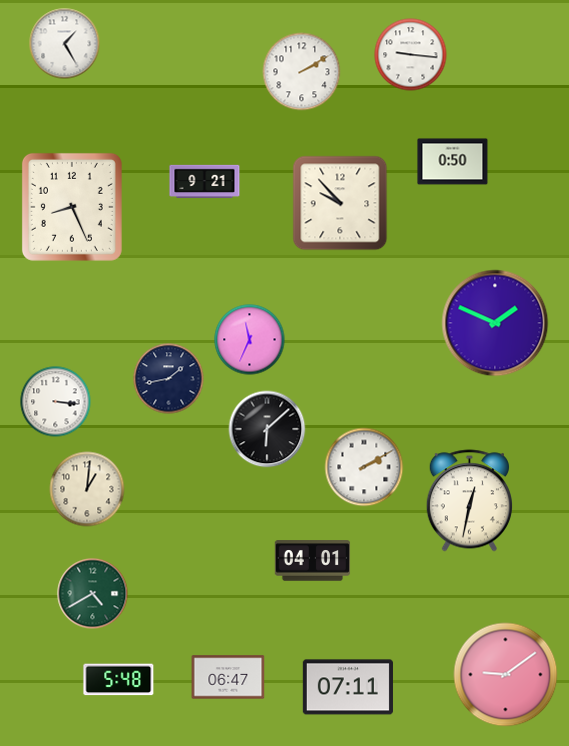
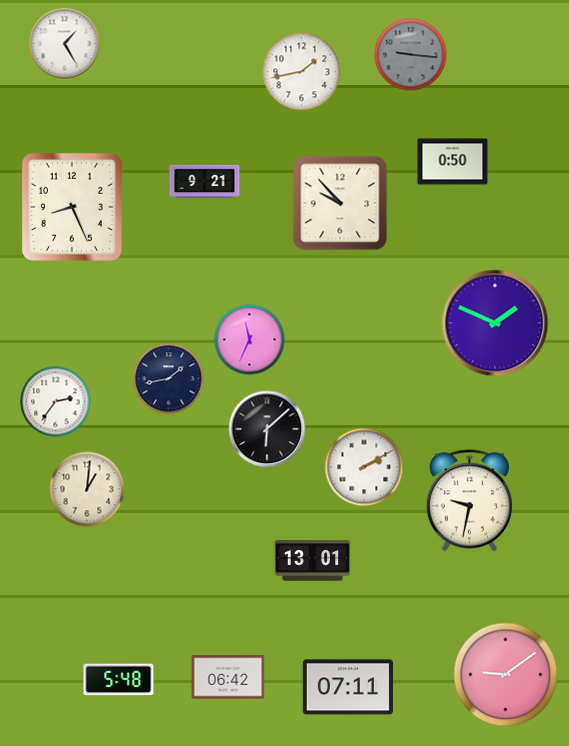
clock at (411, 55) dial: white -> grey
clock at (302, 72): 2:10 -> 1:43
clock at (56, 402): 3:16 -> 2:36
clock at (469, 501): 12:32 -> 9:32
clock at (313, 561): 04:01 -> 13:01
clock at (93, 594): 4:40 -> none
clock at (228, 677): 06:47 -> 06:42
